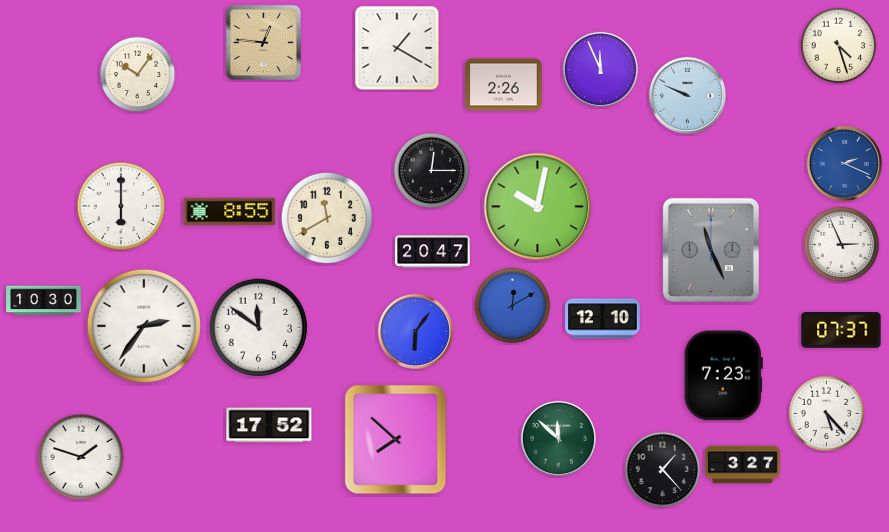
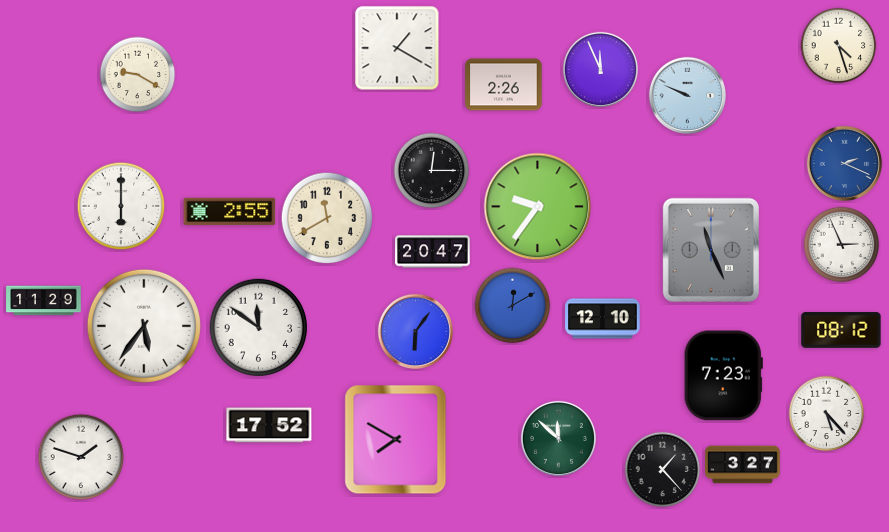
clock at (263, 42): 12:46 -> none
clock at (138, 75): 10:06 -> 9:20
clock at (538, 207): 10:02 -> 9:36
clock at (230, 212): 8:55 -> 2:55
clock at (44, 301): 10:30 -> 11:29
clock at (144, 326): 2:36 -> 5:36
clock at (841, 330): 07:37 -> 08:12
clock at (396, 440): 7:52 -> 7:50
